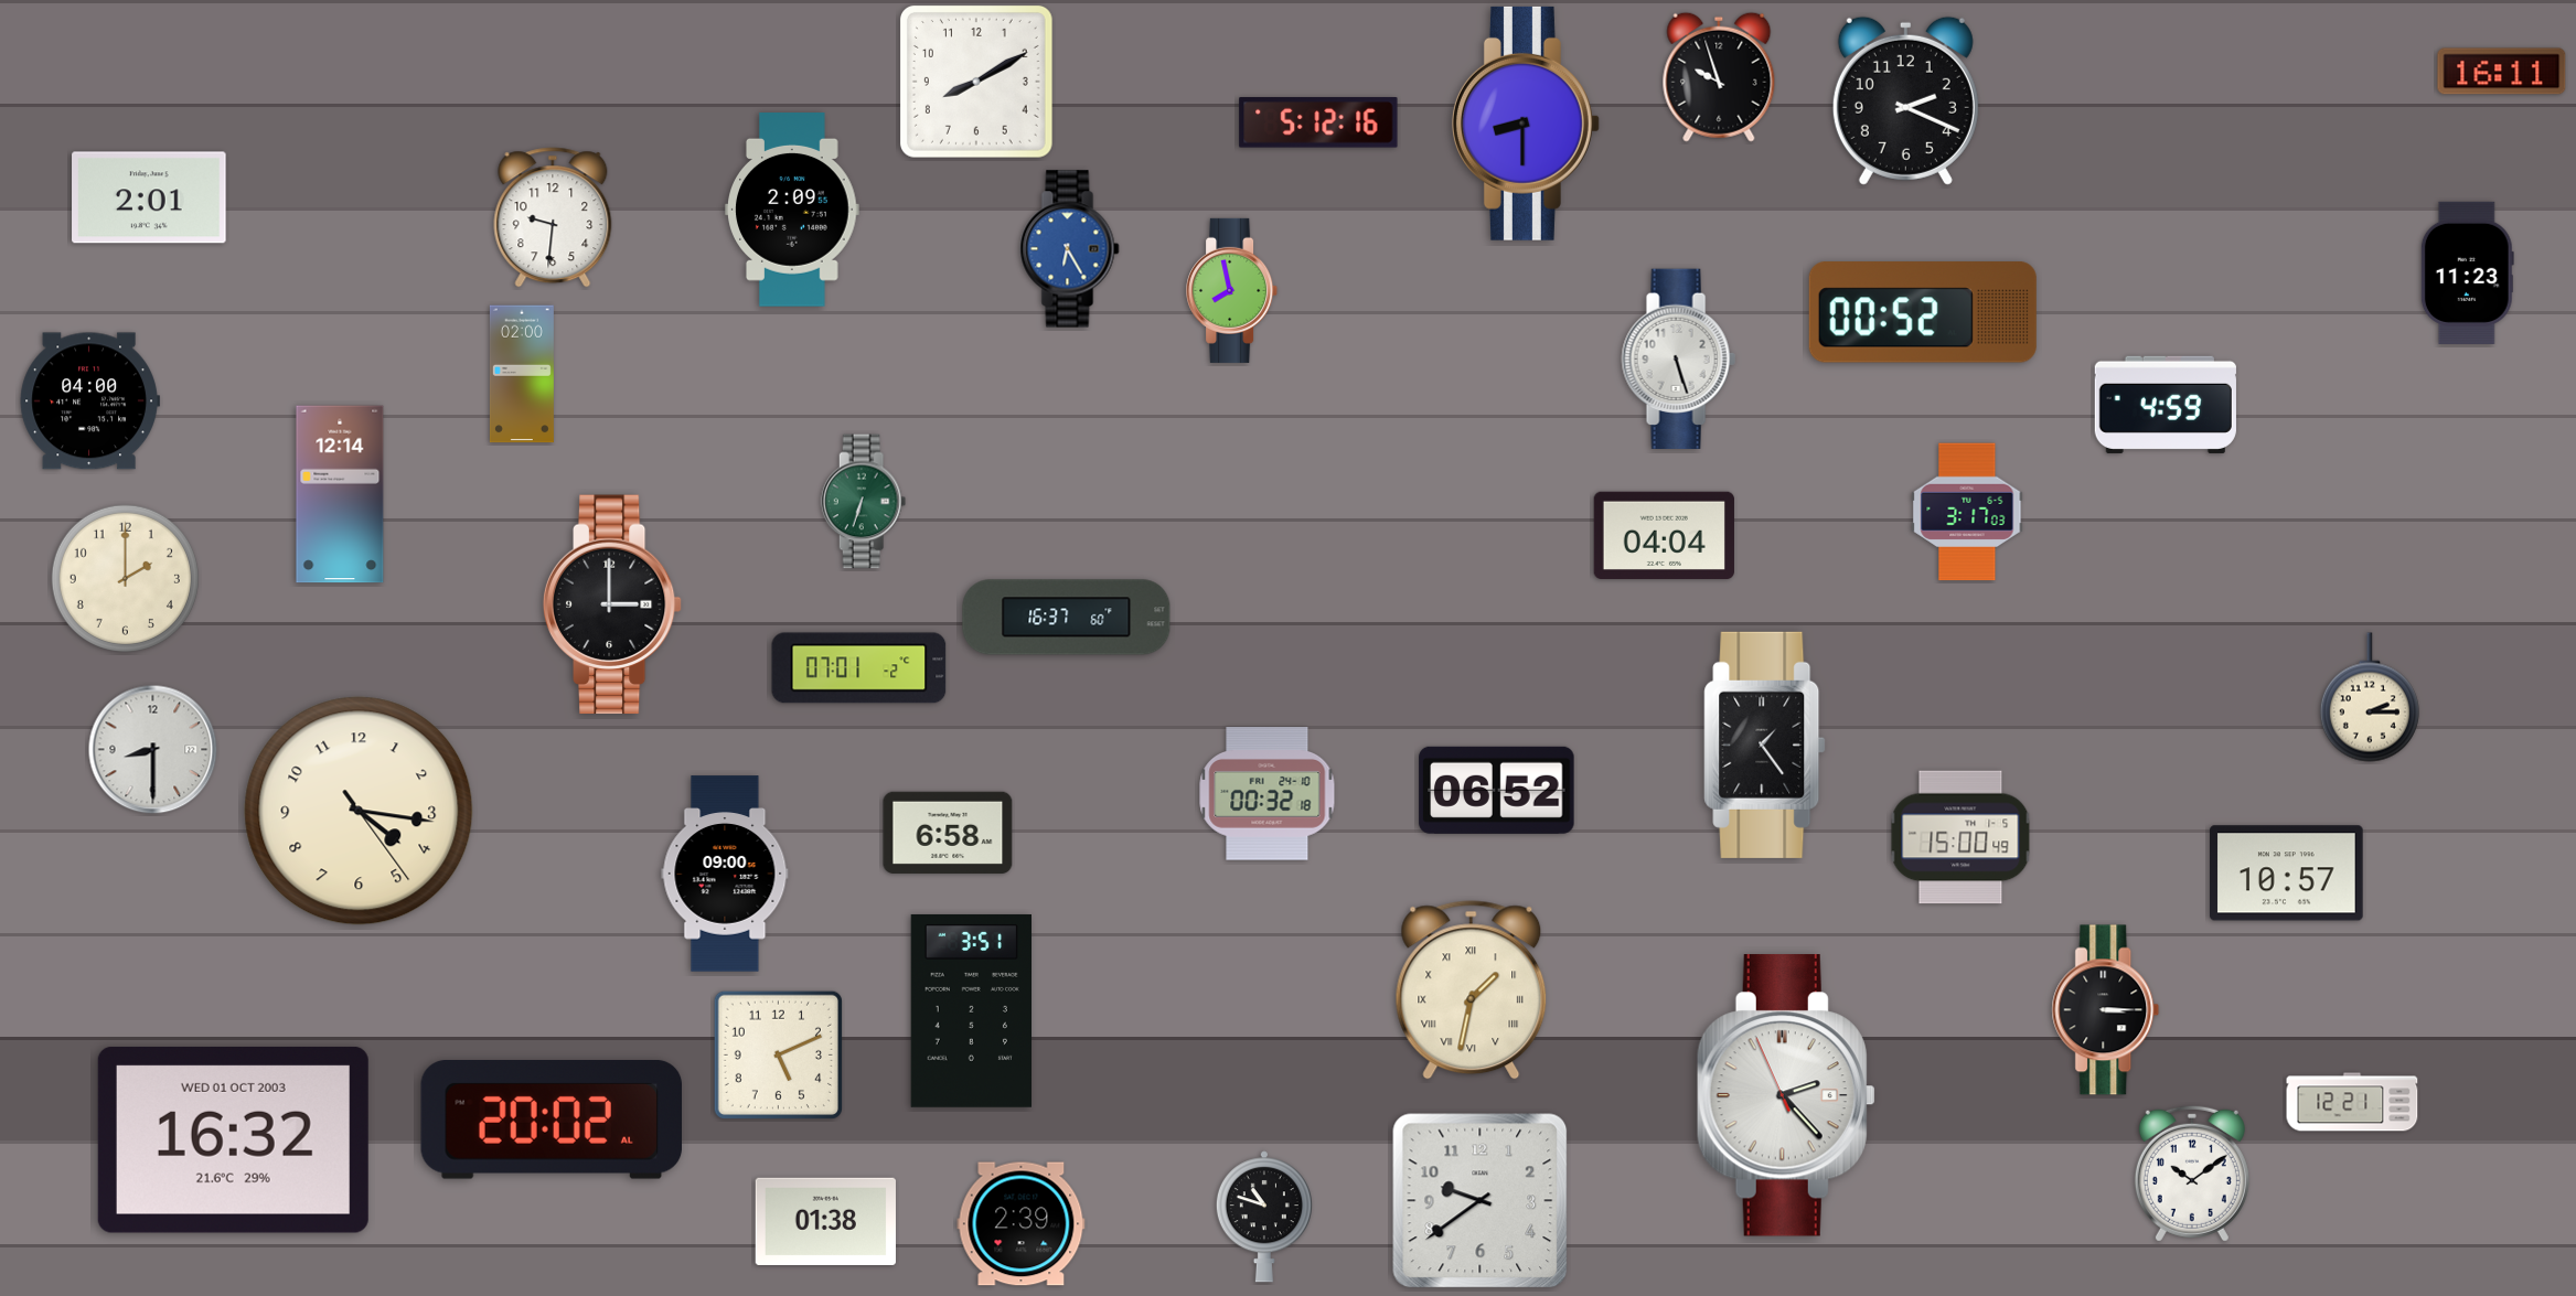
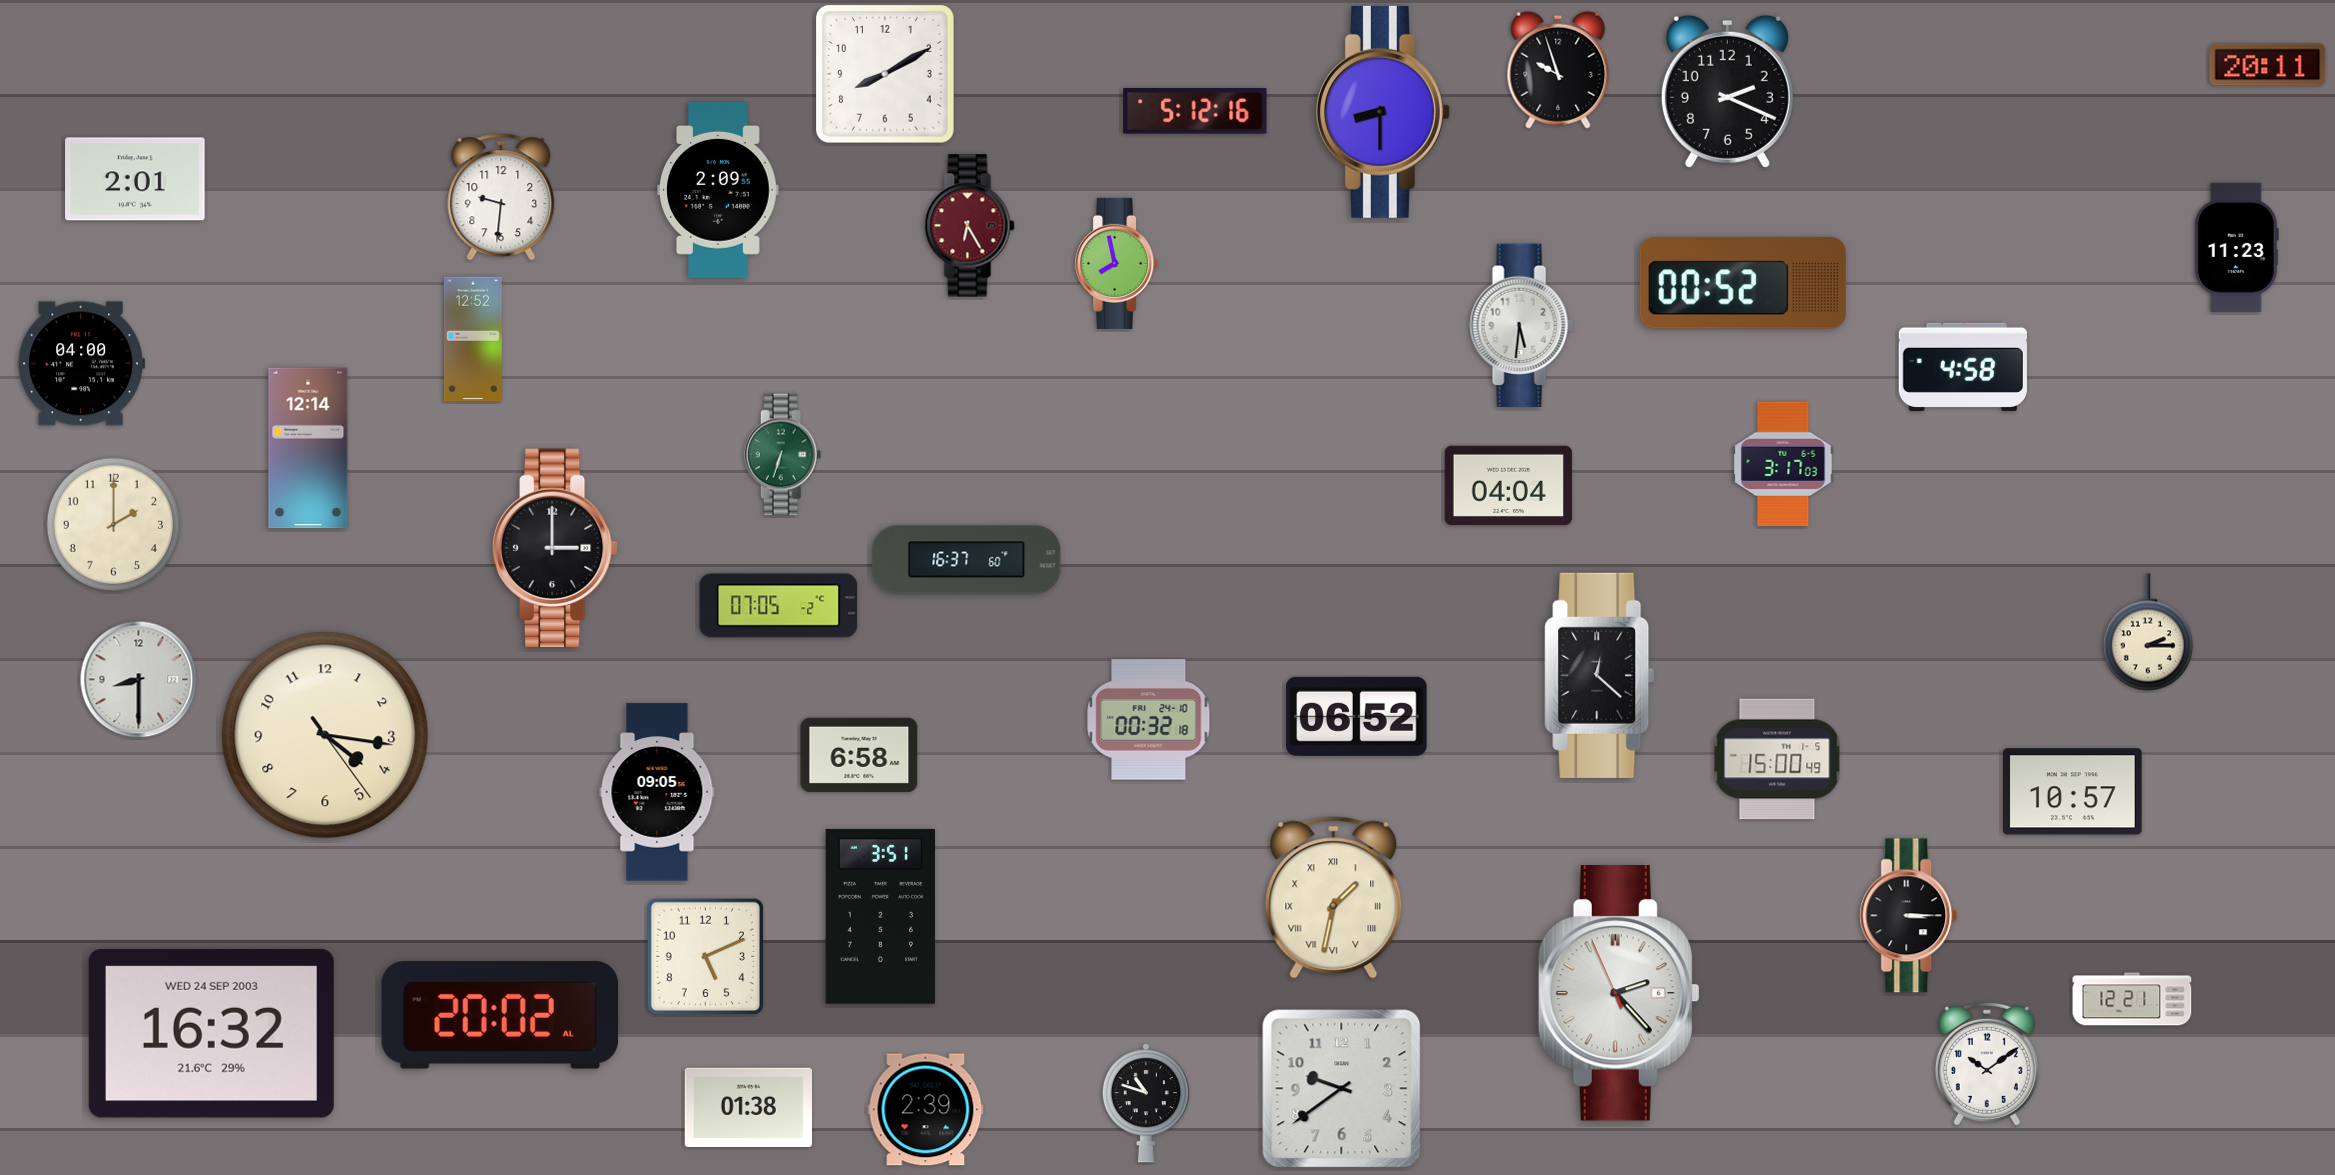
clock at (2502, 72): 16:11 -> 20:11
clock at (1070, 249) dial: blue -> burgundy
clock at (1678, 358): 5:27 -> 5:31
clock at (522, 374): 02:00 -> 12:52
clock at (2166, 405): 4:59 -> 4:58
clock at (859, 668): 07:01 -> 07:05
clock at (1765, 745): 1:24 -> 12:22
clock at (725, 874): 09:00 -> 09:05
clock at (233, 1139) date: WED 01 OCT 2003 -> WED 24 SEP 2003
